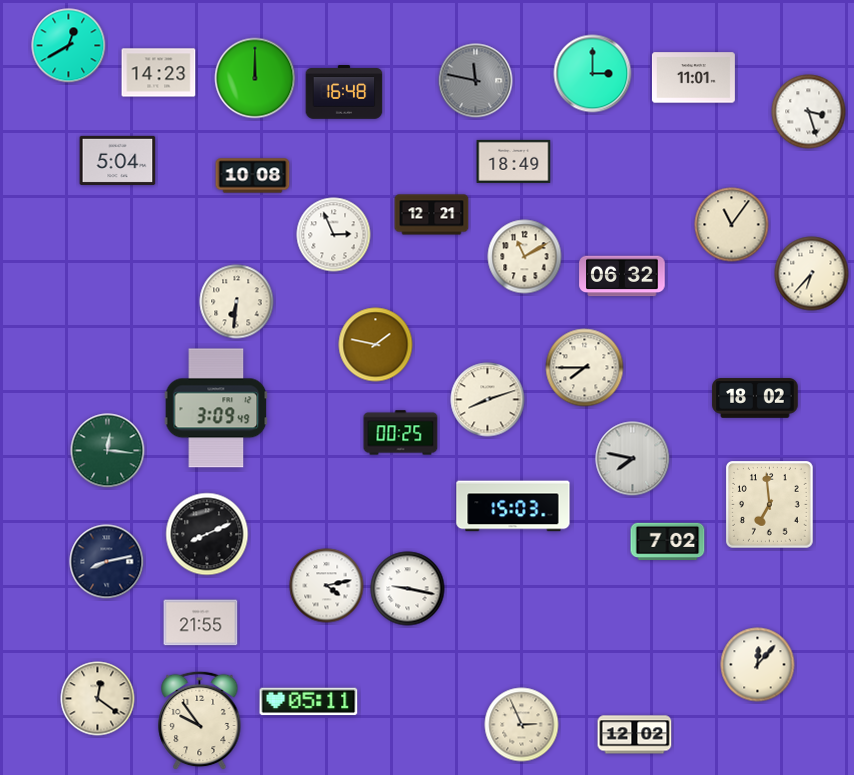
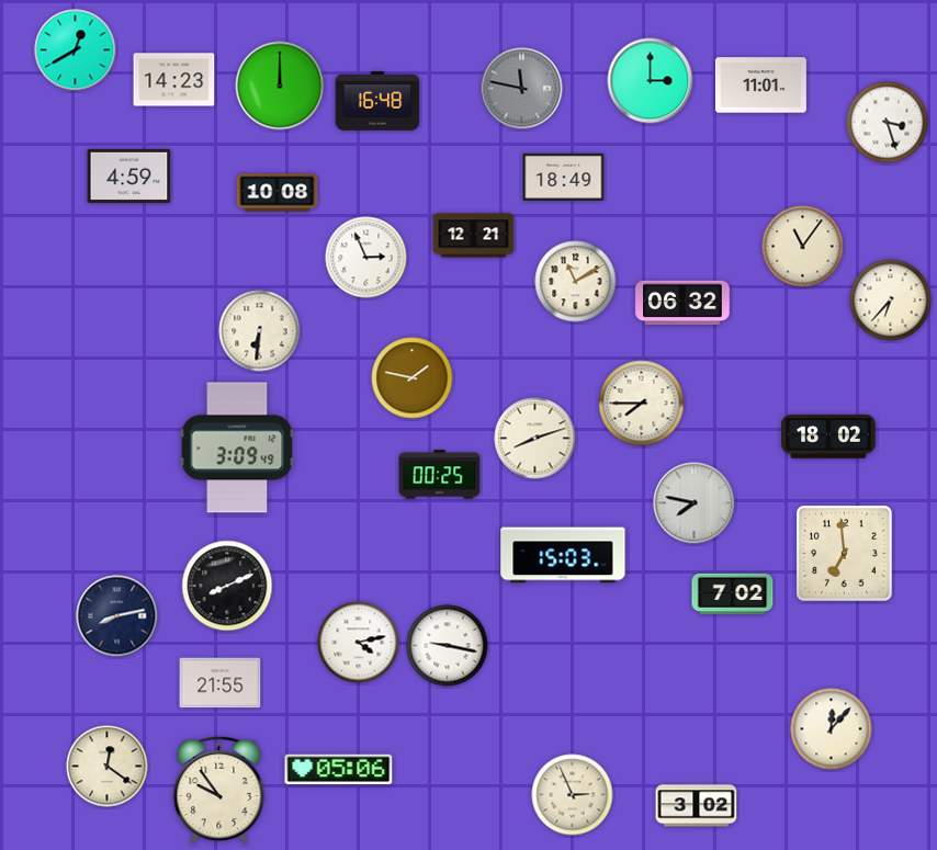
clock at (118, 160): 5:04 -> 4:59
clock at (108, 451): 12:16 -> none
clock at (309, 702): 05:11 -> 05:06
clock at (635, 735): 12:02 -> 3:02
